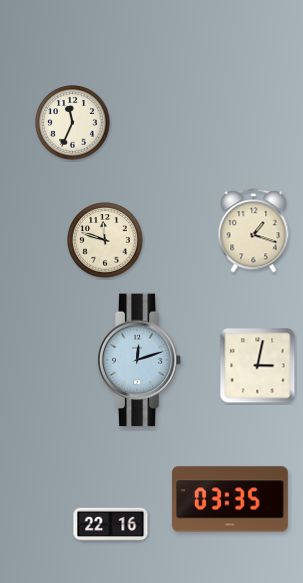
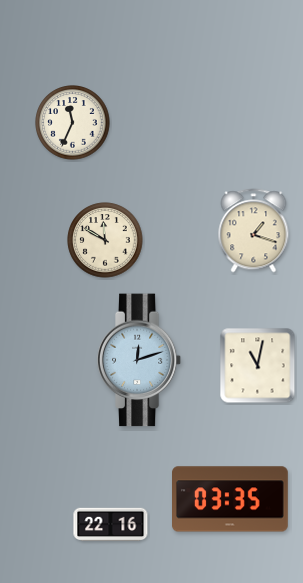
clock at (105, 240): 11:48 -> 11:50
clock at (258, 366): 3:02 -> 11:02
